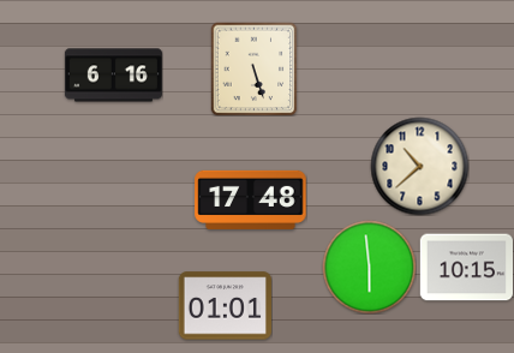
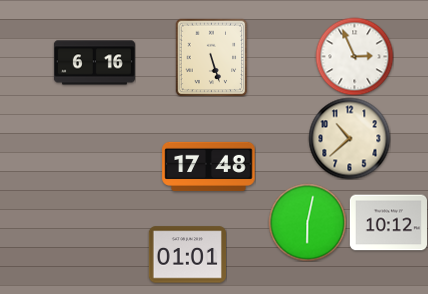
clock at (354, 56): none -> 2:56
clock at (369, 267): 5:59 -> 6:02
clock at (466, 268): 10:15 -> 10:12
